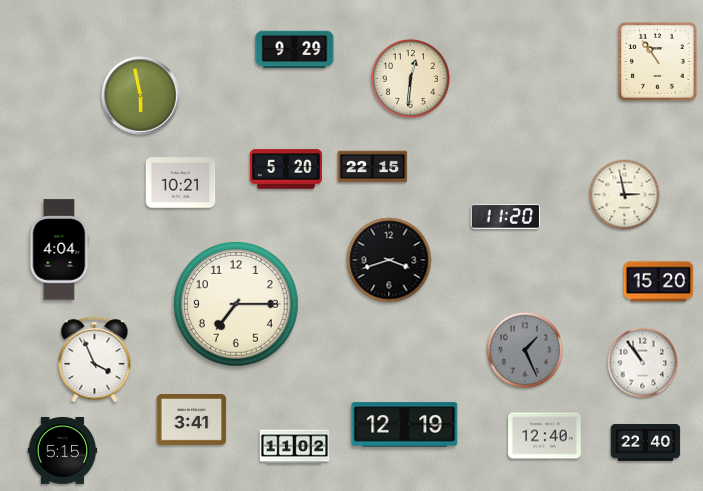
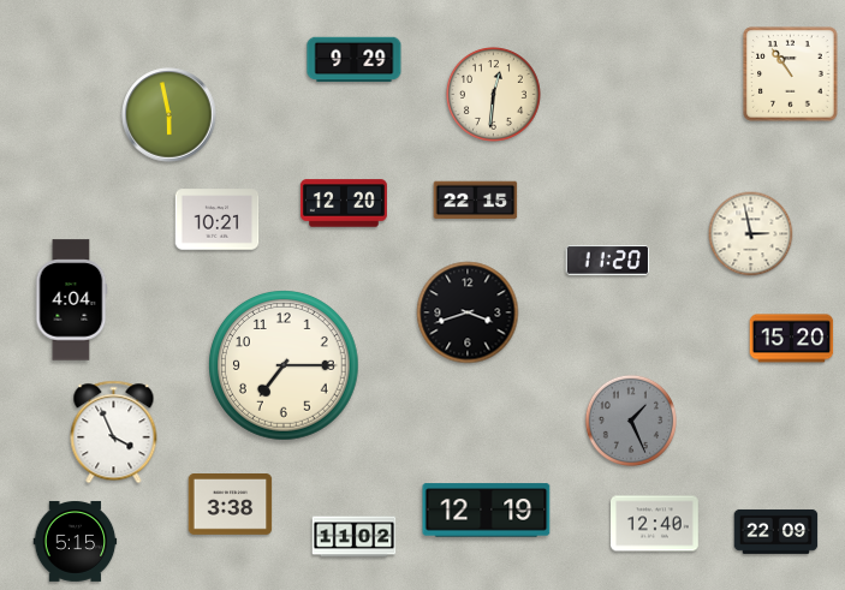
clock at (373, 167) position: (373, 167) -> (476, 201)
clock at (286, 169): 5:20 -> 12:20
clock at (643, 363): 10:54 -> none
clock at (192, 420): 3:41 -> 3:38
clock at (646, 442): 22:40 -> 22:09
